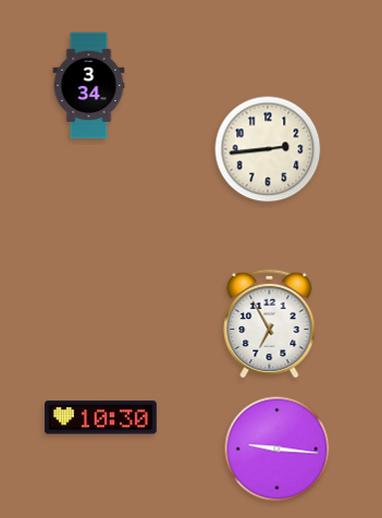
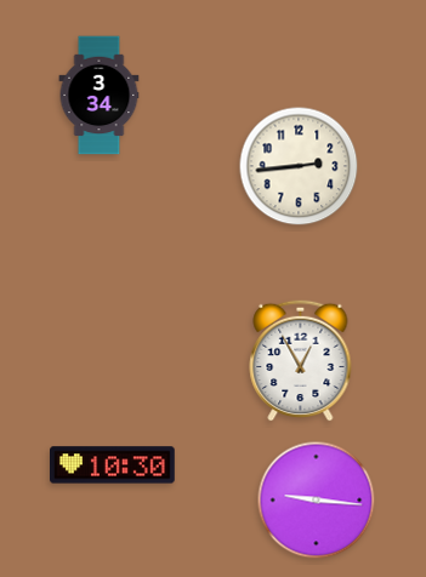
clock at (270, 323): 6:55 -> 12:55
clock at (278, 449) position: (278, 449) -> (317, 501)
